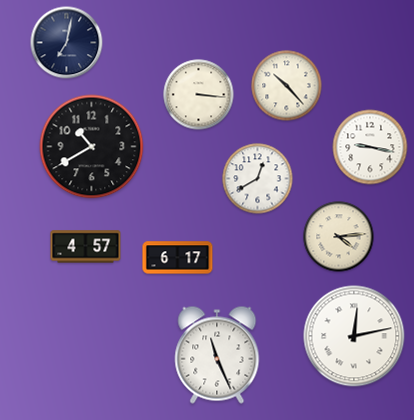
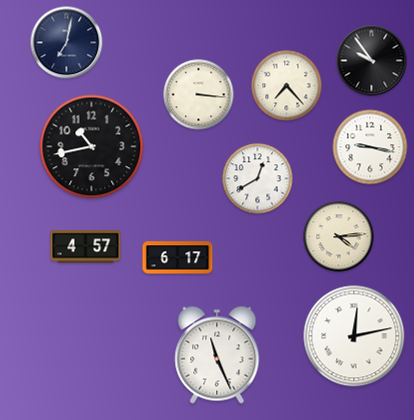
clock at (372, 61): none -> 9:54
clock at (287, 86): 10:23 -> 7:23
clock at (92, 147): 10:40 -> 10:43
